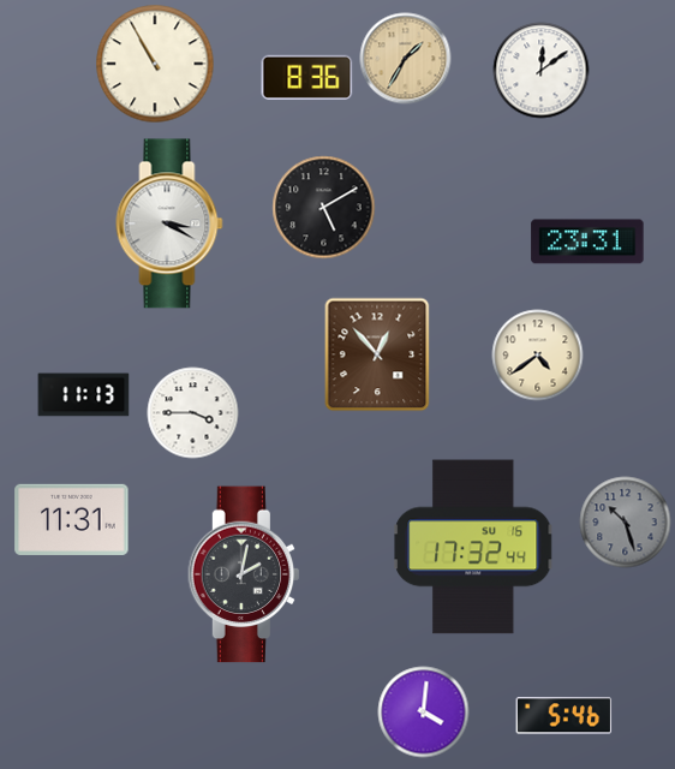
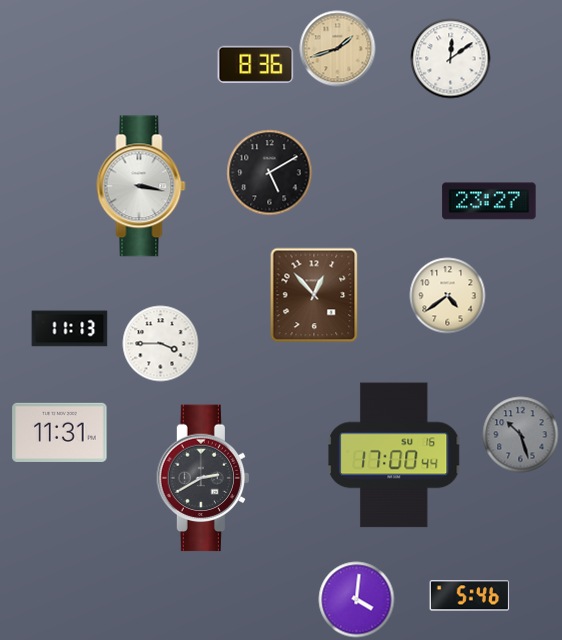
clock at (406, 59): 1:35 -> 1:42
clock at (155, 64): 10:55 -> none
clock at (169, 223): 3:20 -> 3:17
clock at (587, 242): 23:31 -> 23:27
clock at (473, 547): 17:32 -> 17:00
clock at (244, 574): 2:02 -> 2:40
clock at (424, 713) position: (424, 713) -> (357, 600)
